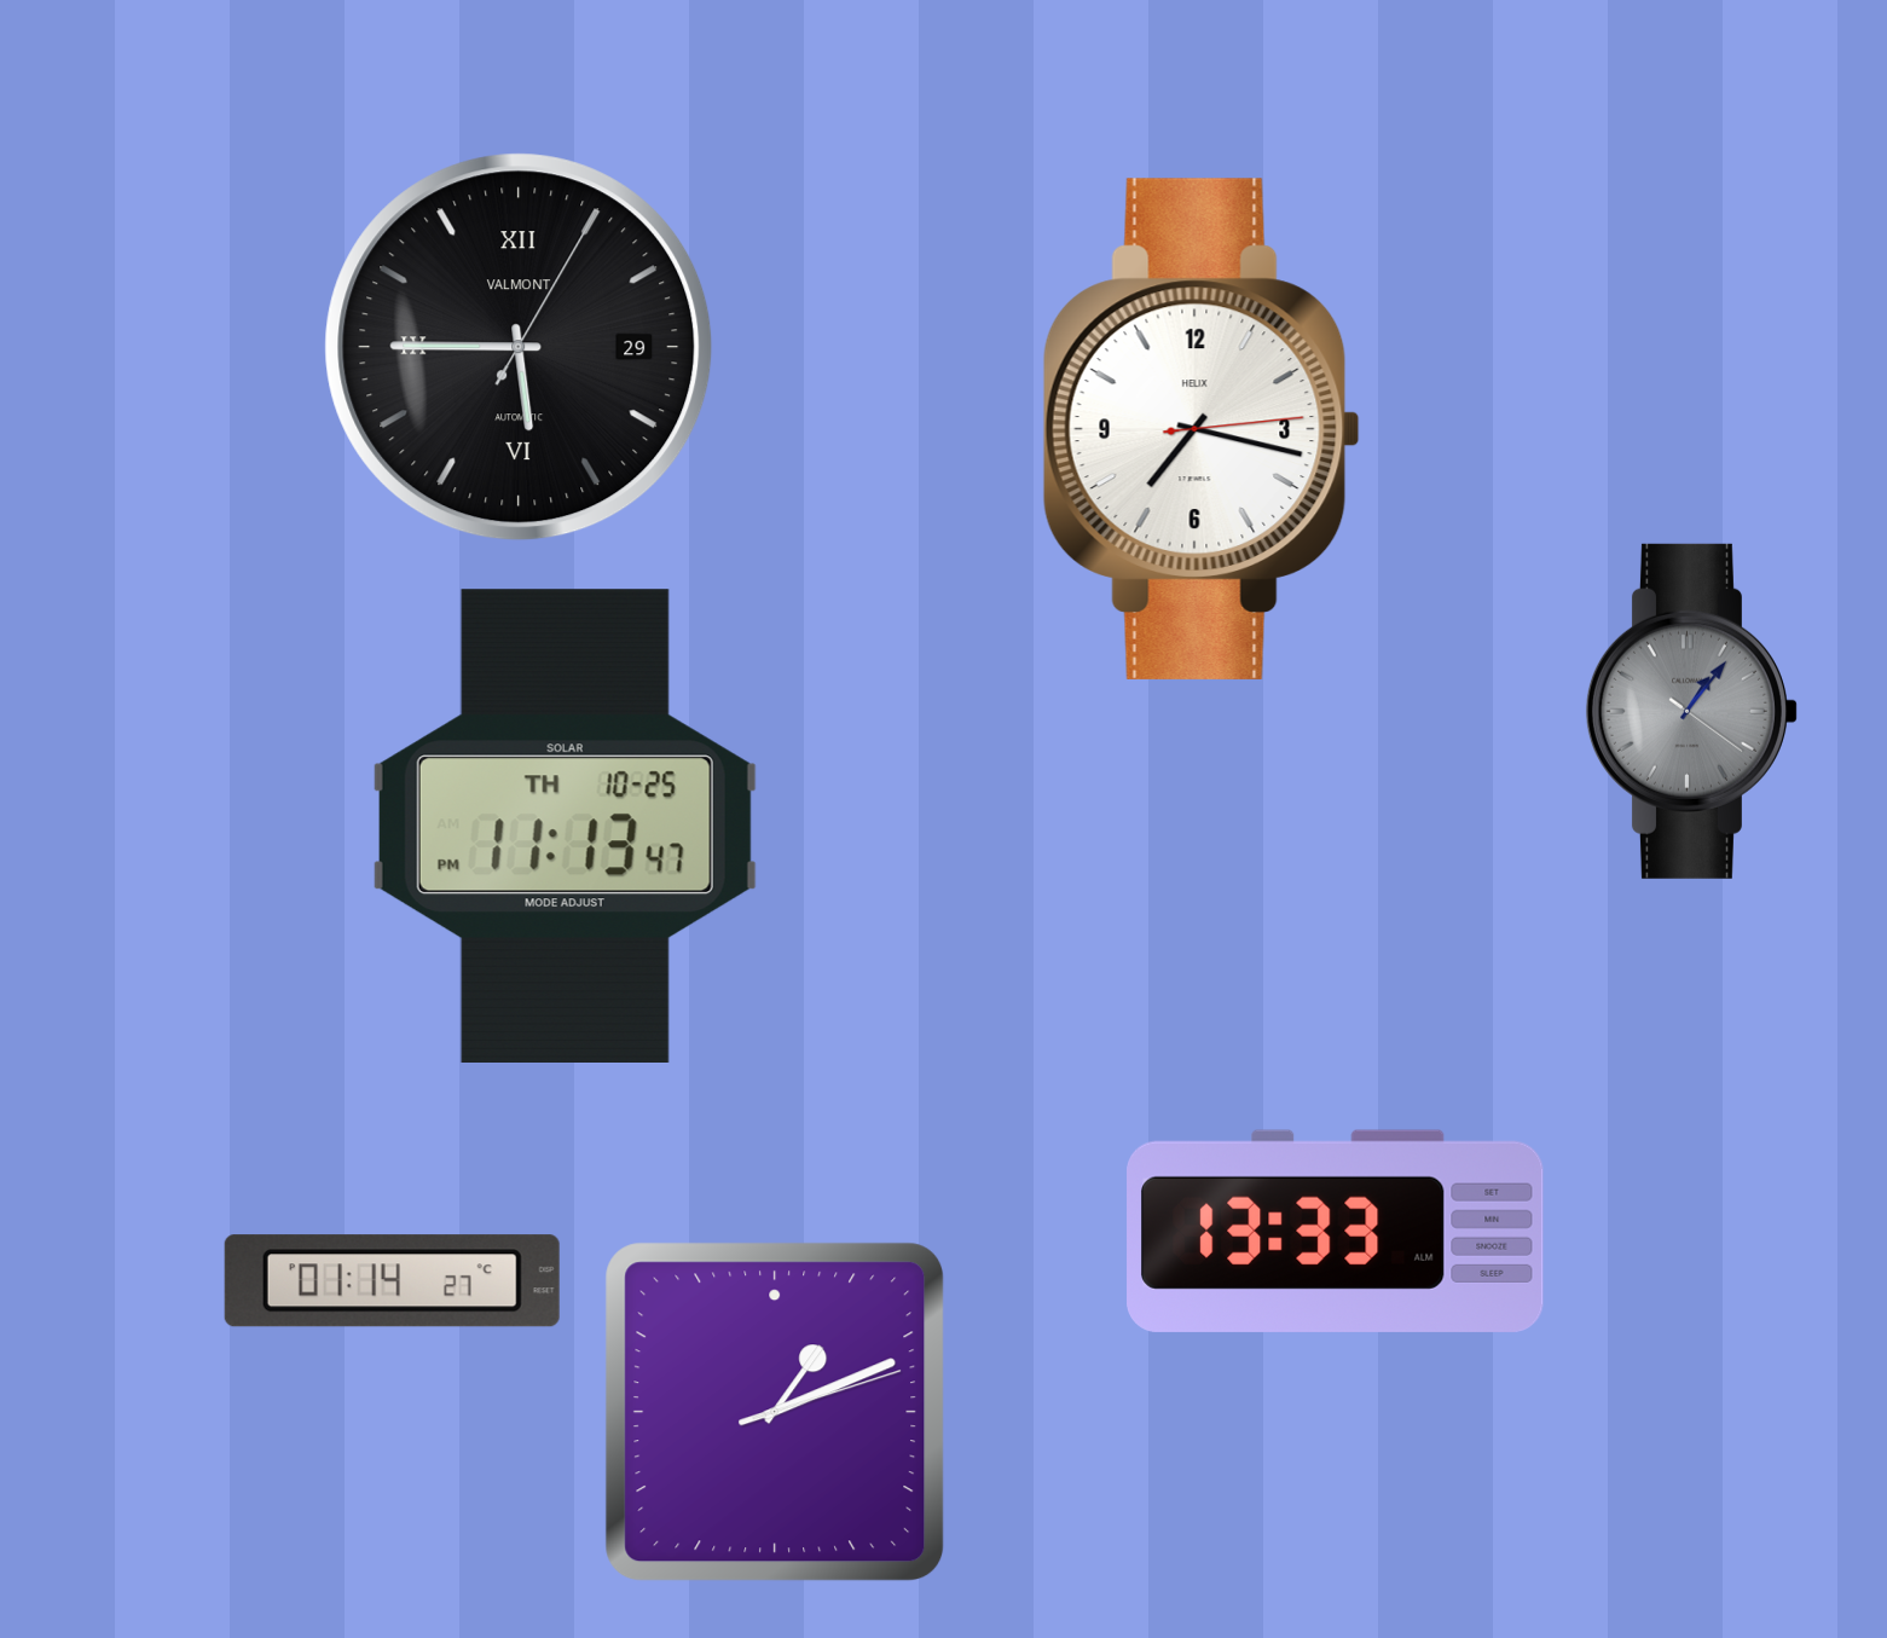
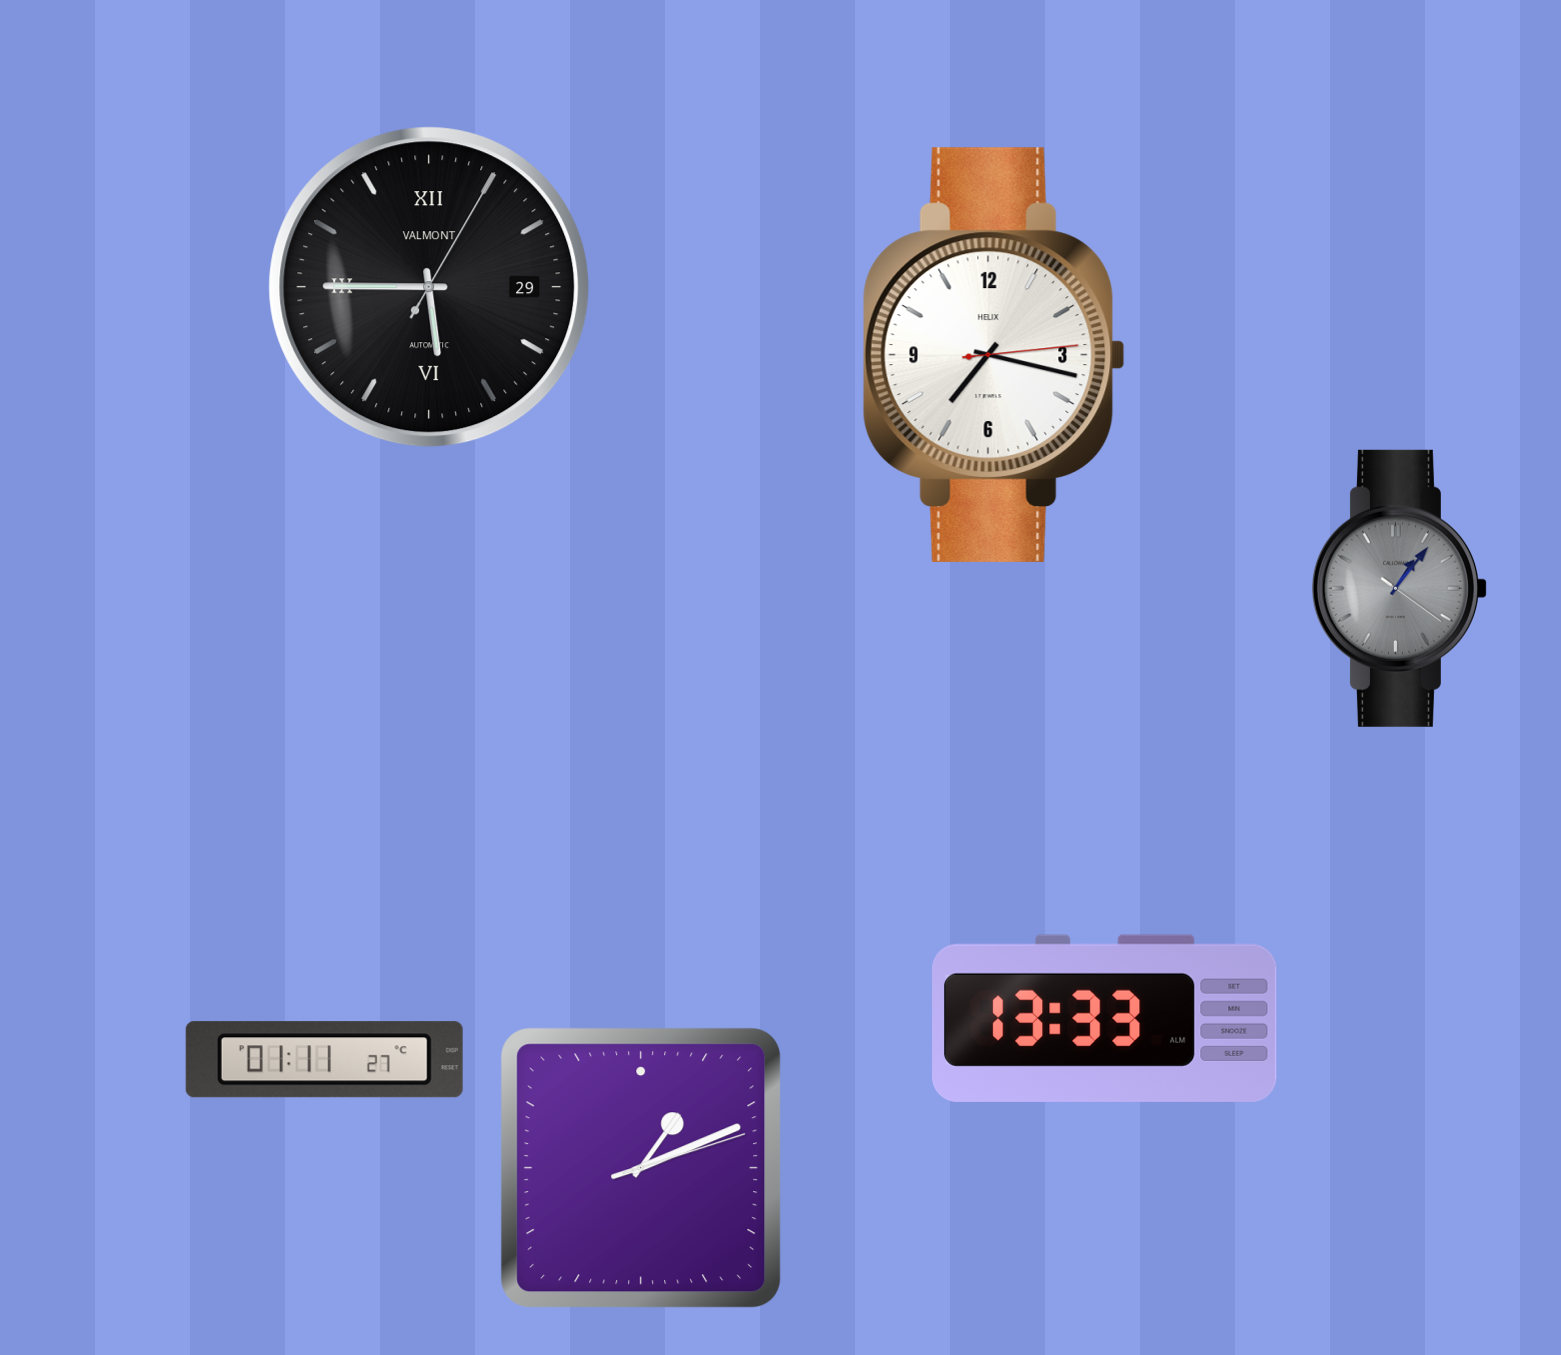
clock at (565, 826): 11:13 -> none
clock at (392, 1281): 01:14 -> 01:11
